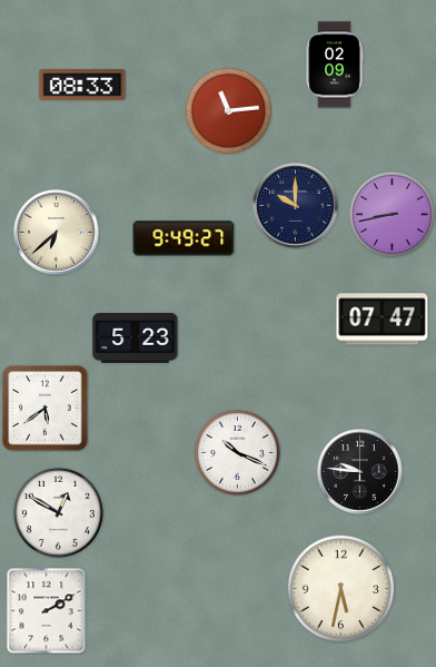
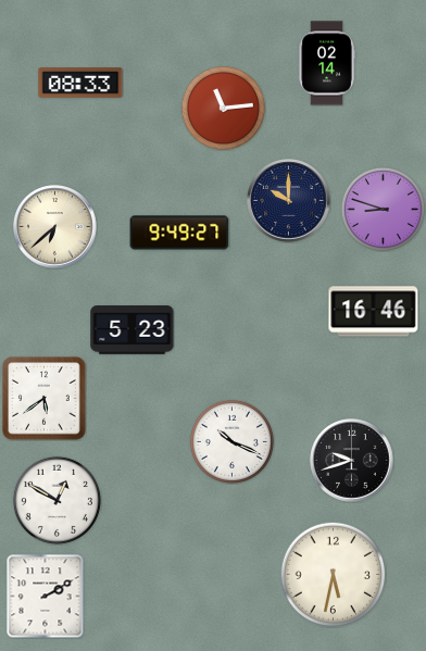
clock at (335, 65): 02:09 -> 02:14
clock at (392, 214): 8:43 -> 8:48
clock at (383, 320): 07:47 -> 16:46
clock at (360, 472): 9:46 -> 9:42
